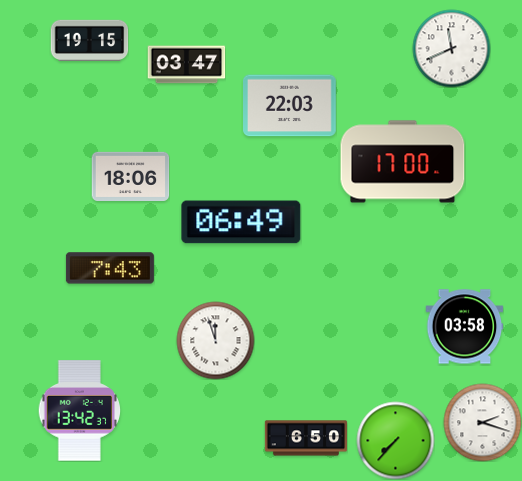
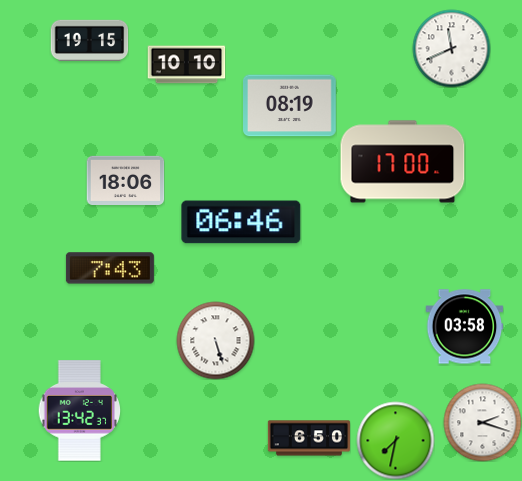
clock at (186, 65): 03:47 -> 10:10
clock at (290, 106): 22:03 -> 08:19
clock at (130, 176) position: (130, 176) -> (125, 180)
clock at (241, 222): 06:49 -> 06:46
clock at (215, 340): 11:57 -> 5:27
clock at (306, 438) position: (306, 438) -> (309, 438)
clock at (395, 440): 7:37 -> 7:32
